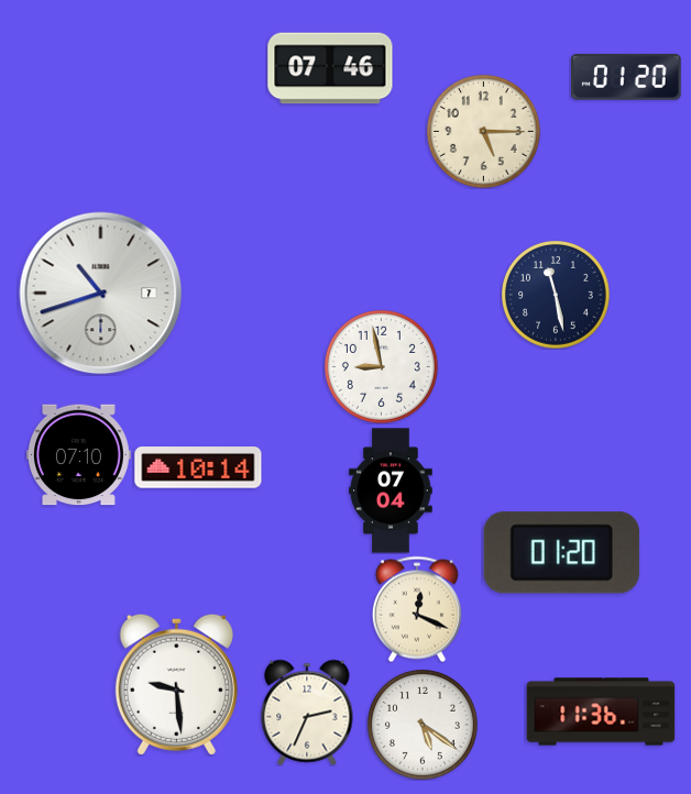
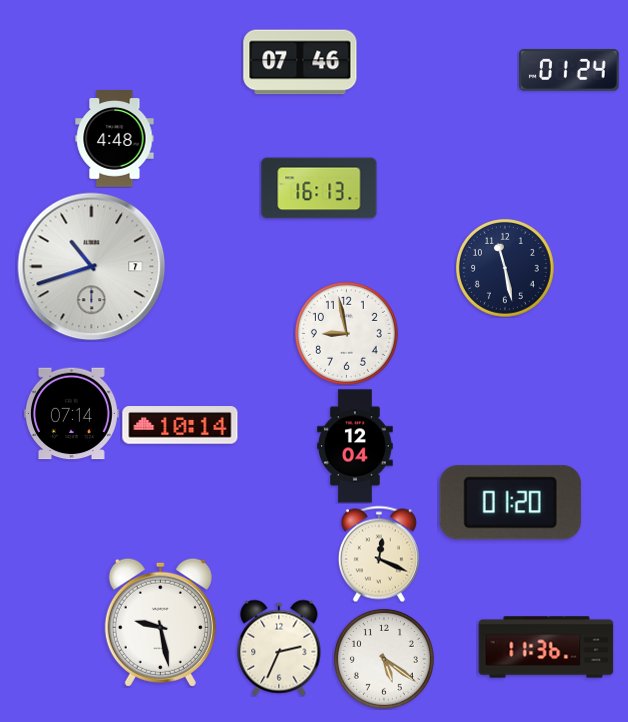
clock at (627, 77): 01:20 -> 01:24
clock at (483, 131): 5:15 -> none
clock at (115, 139): none -> 4:48
clock at (319, 188): none -> 16:13
clock at (78, 455): 07:10 -> 07:14
clock at (391, 490): 07:04 -> 12:04
clock at (176, 684): 9:29 -> 9:28
